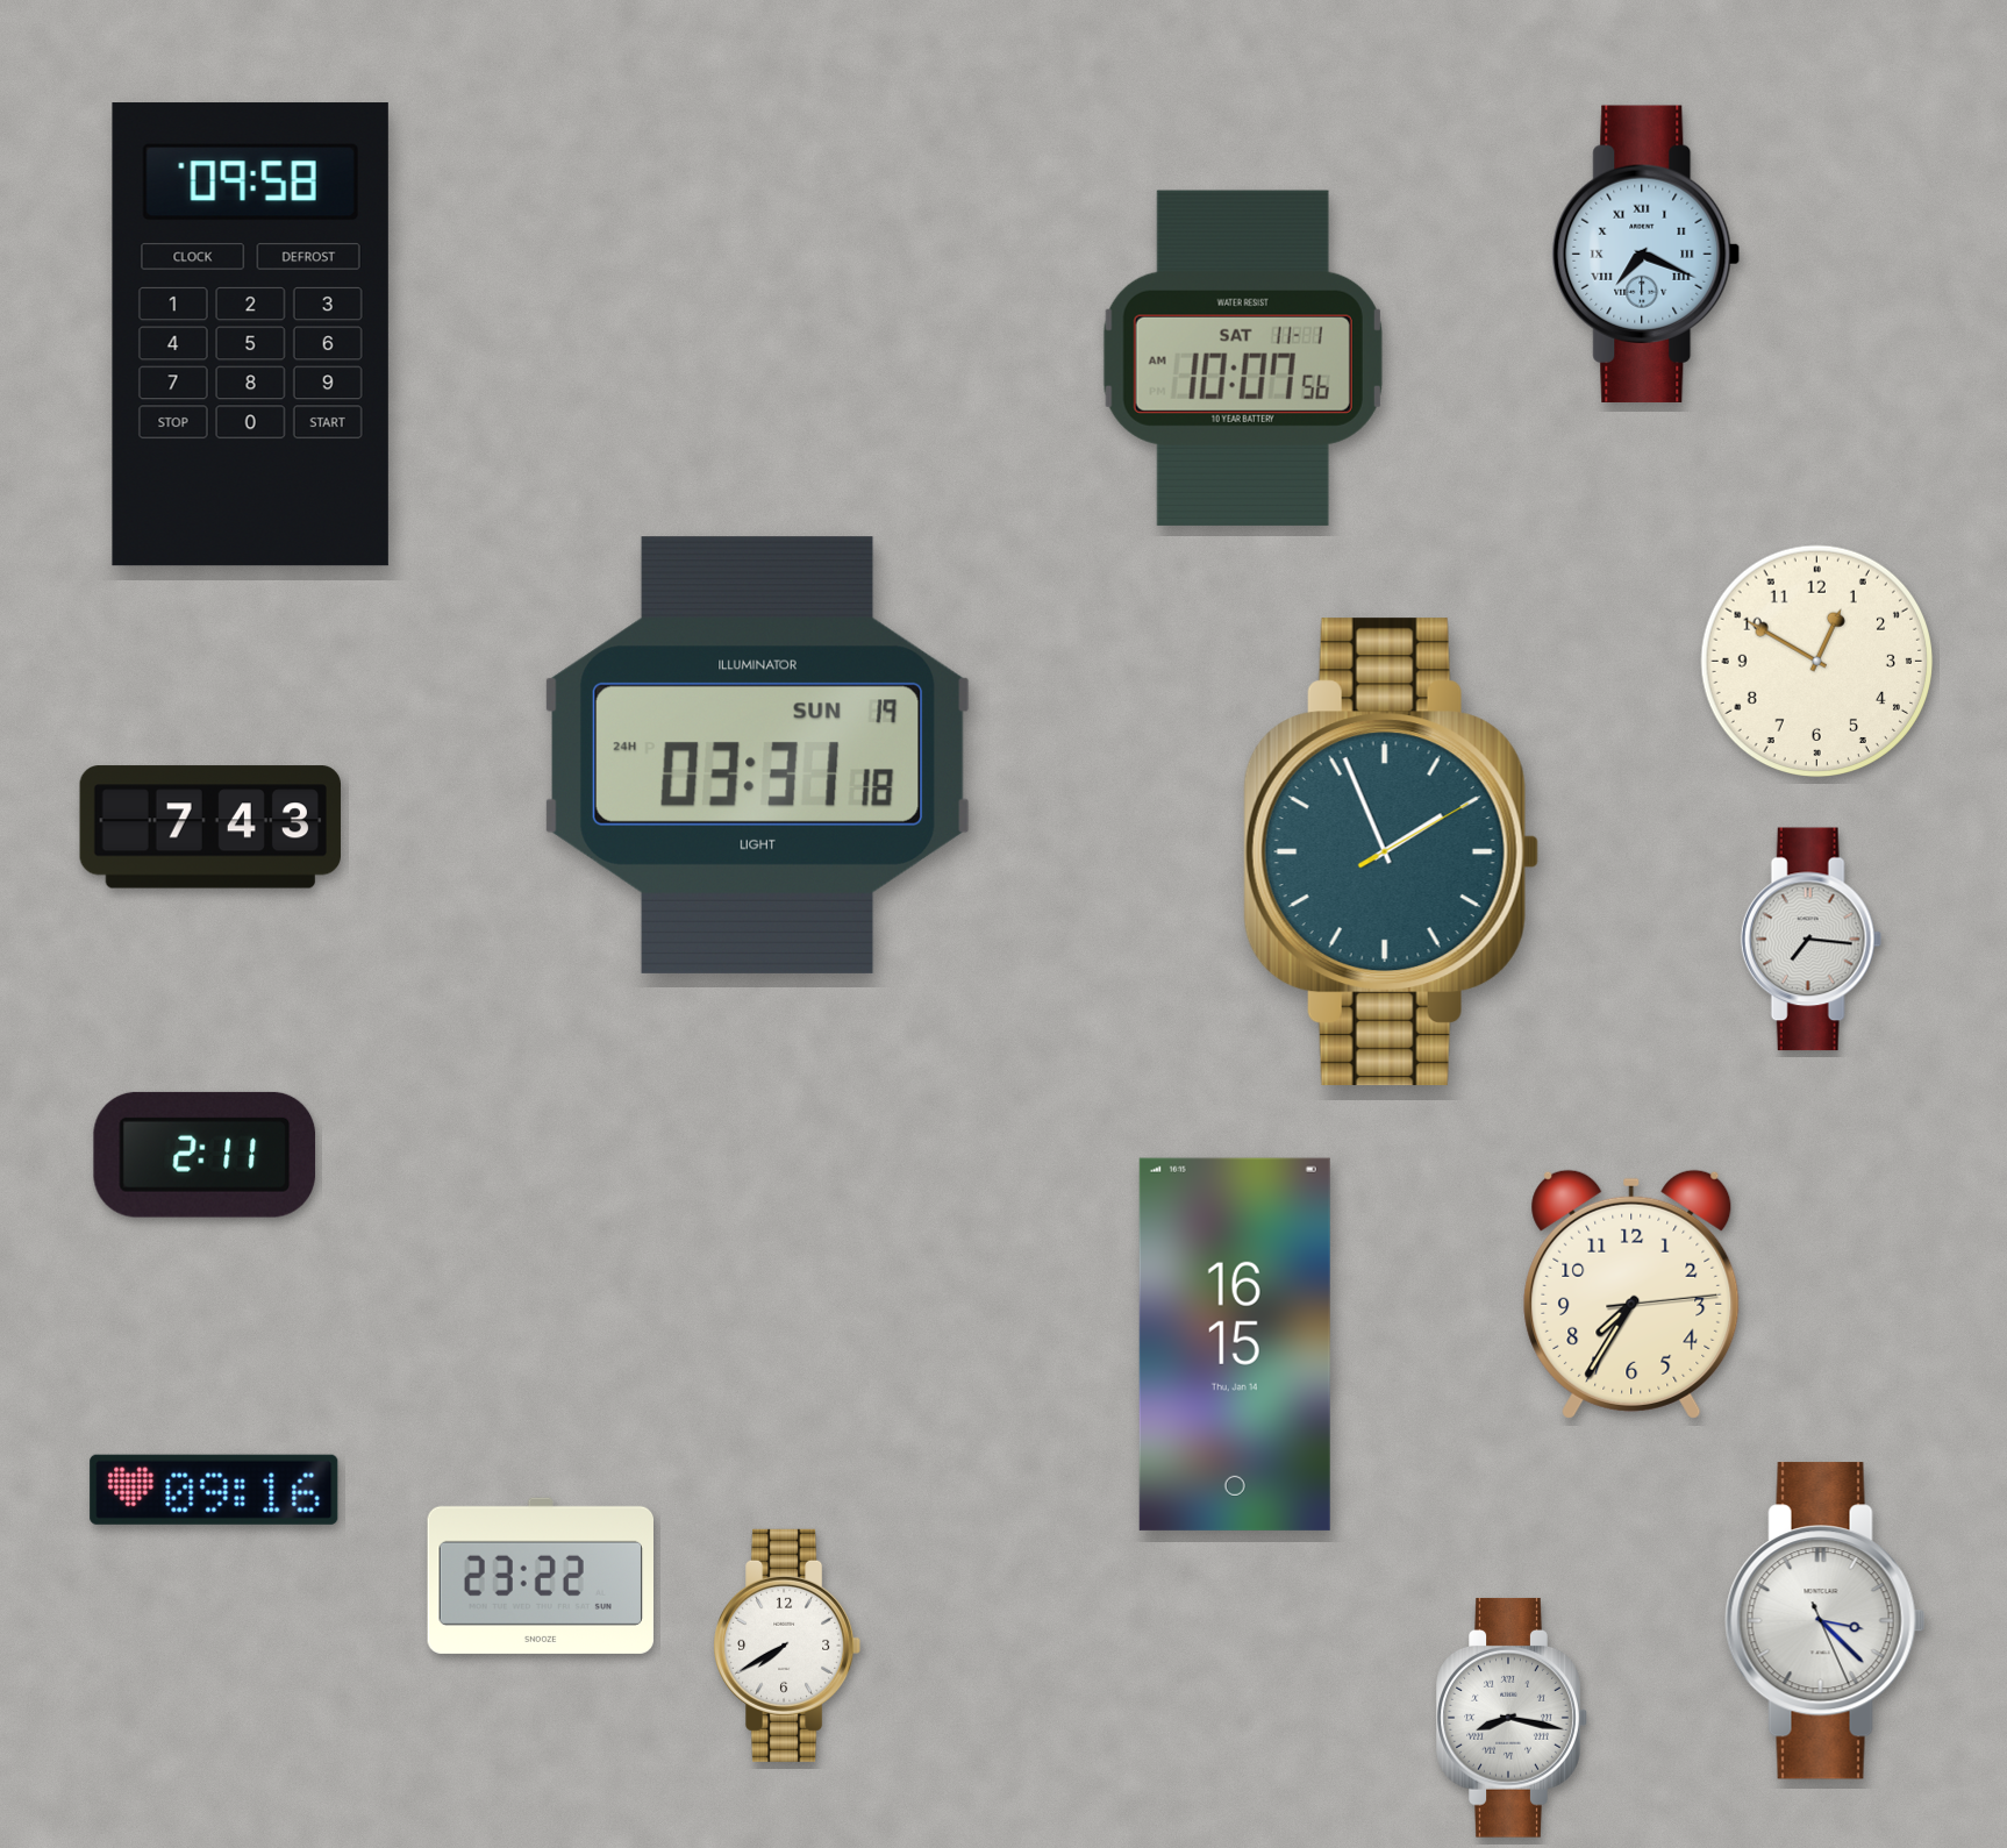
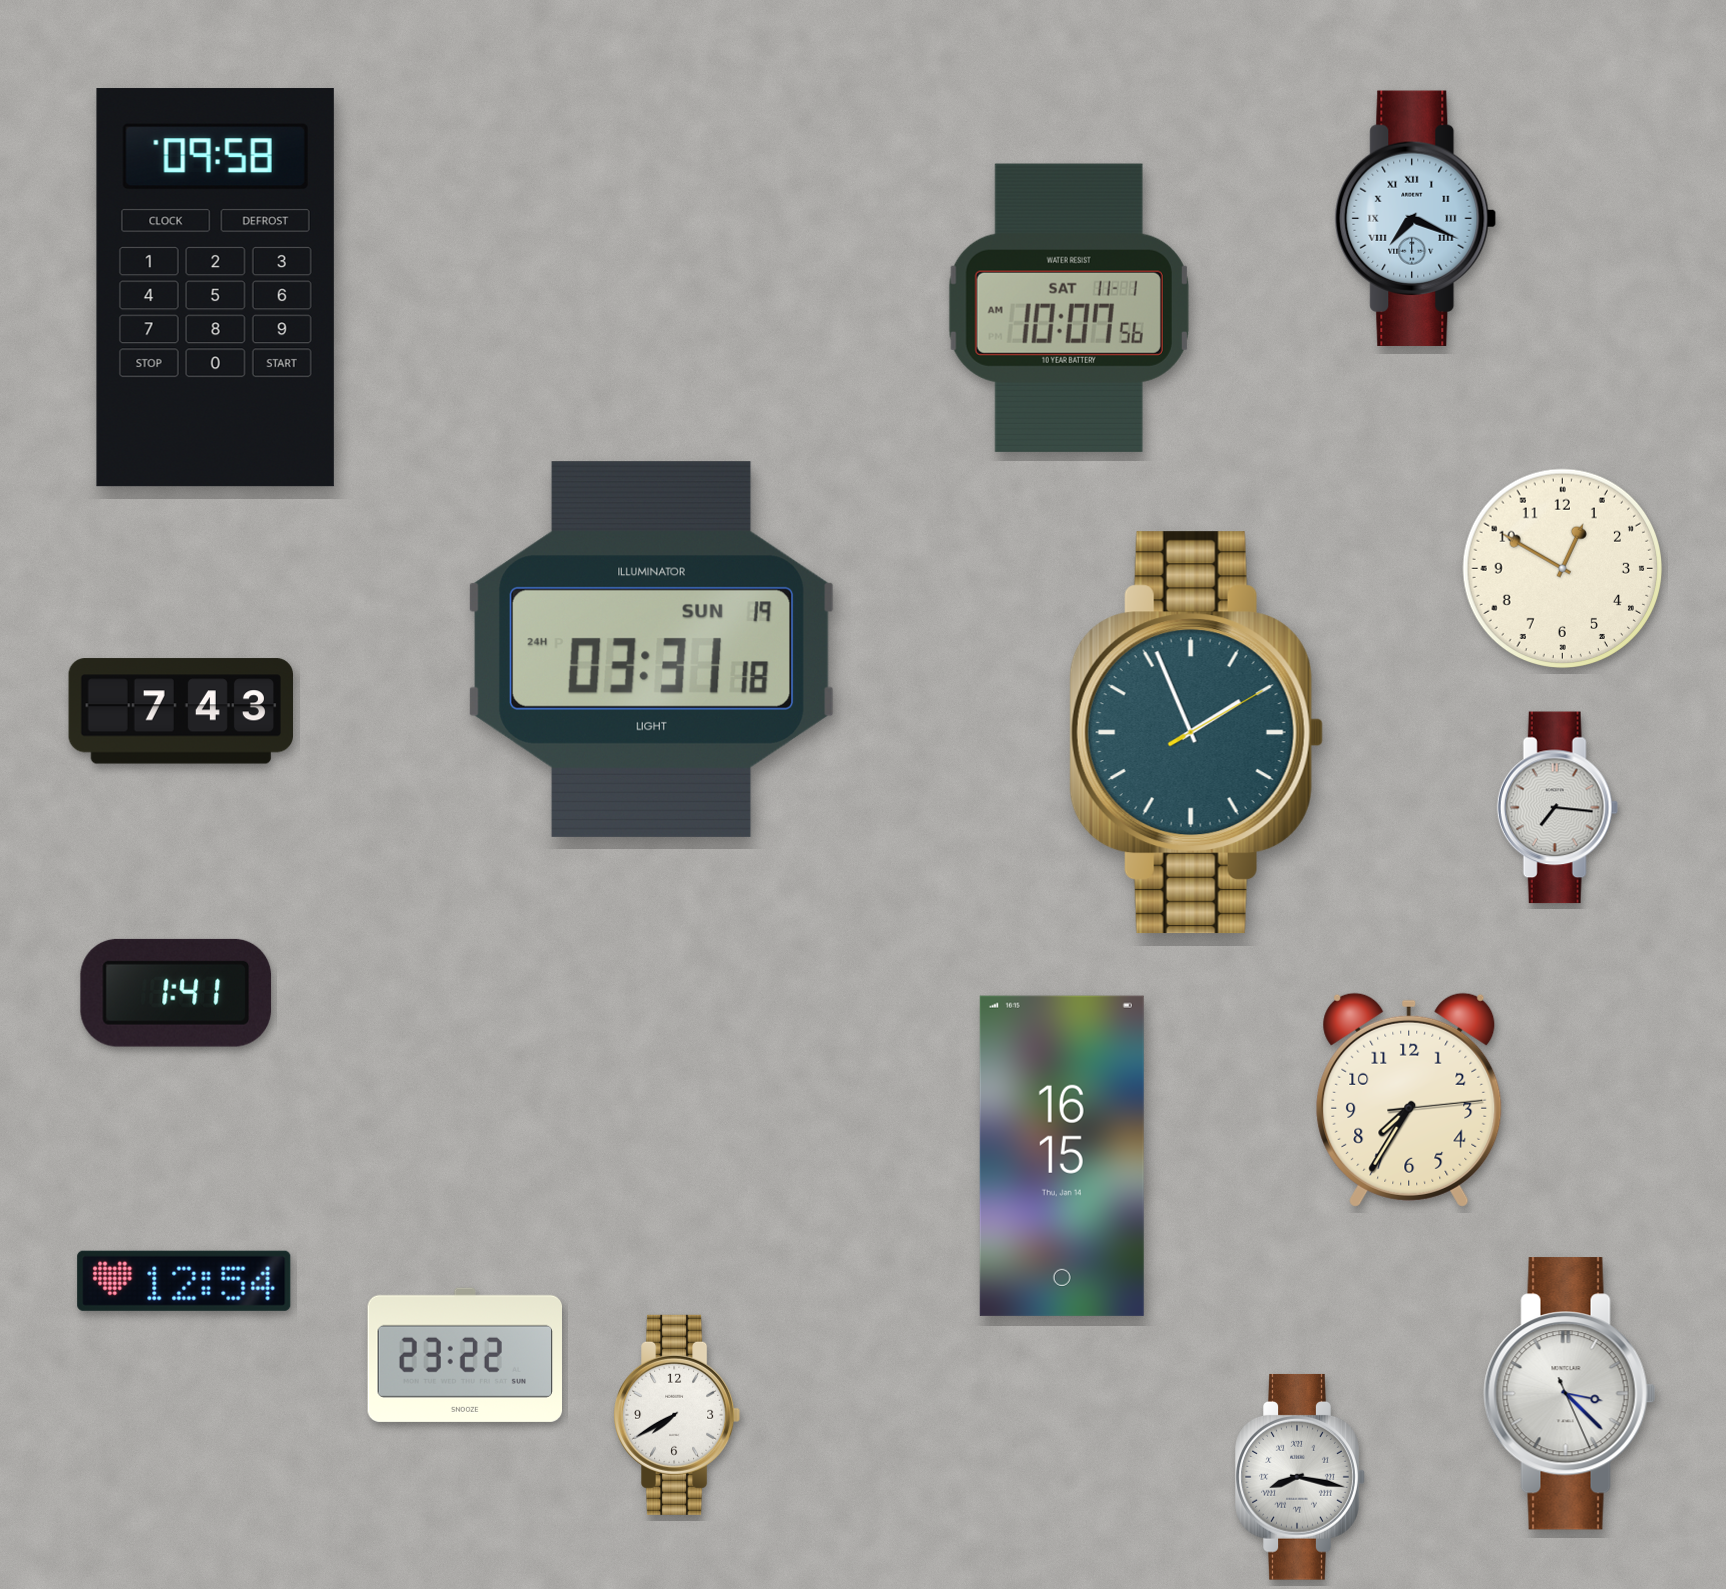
clock at (205, 1155): 2:11 -> 1:41
clock at (1631, 1294) position: (1631, 1294) -> (1409, 1100)
clock at (214, 1490): 09:16 -> 12:54
